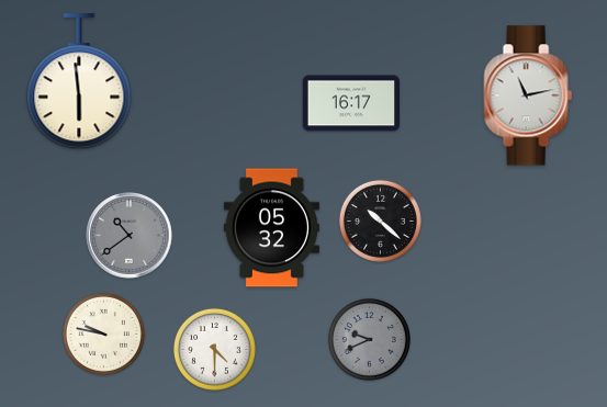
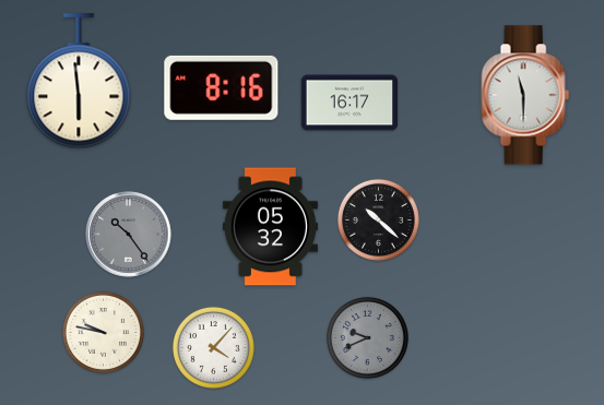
clock at (222, 87): none -> 8:16
clock at (528, 95): 11:13 -> 11:30
clock at (130, 236): 10:39 -> 10:24
clock at (214, 349): 4:30 -> 4:07
